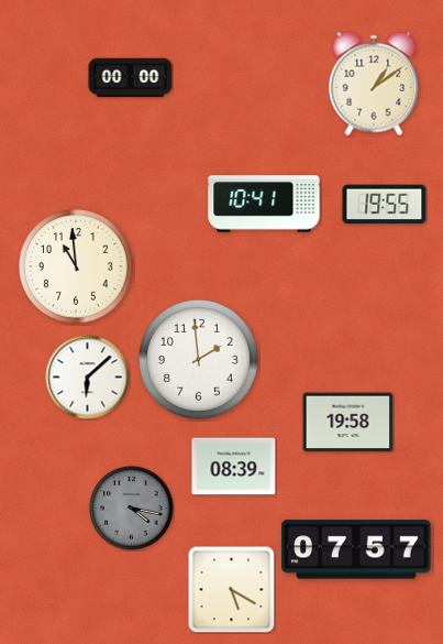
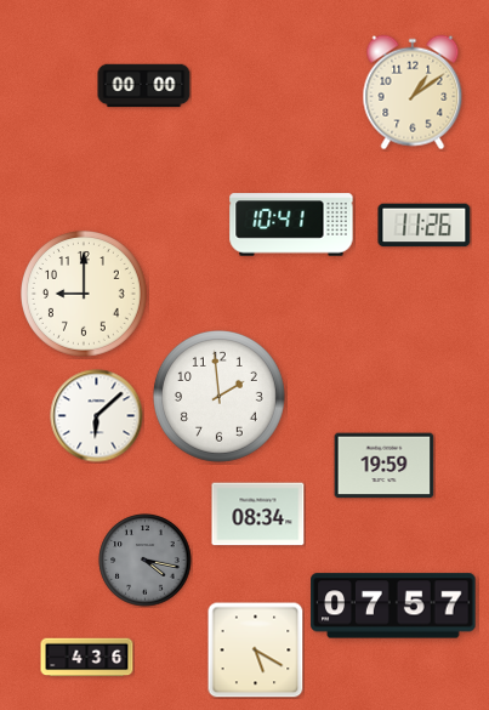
clock at (385, 205): 19:55 -> 11:26
clock at (77, 268): 10:59 -> 9:00
clock at (348, 423): 19:58 -> 19:59
clock at (234, 467): 08:39 -> 08:34
clock at (87, 658): none -> 4:36
